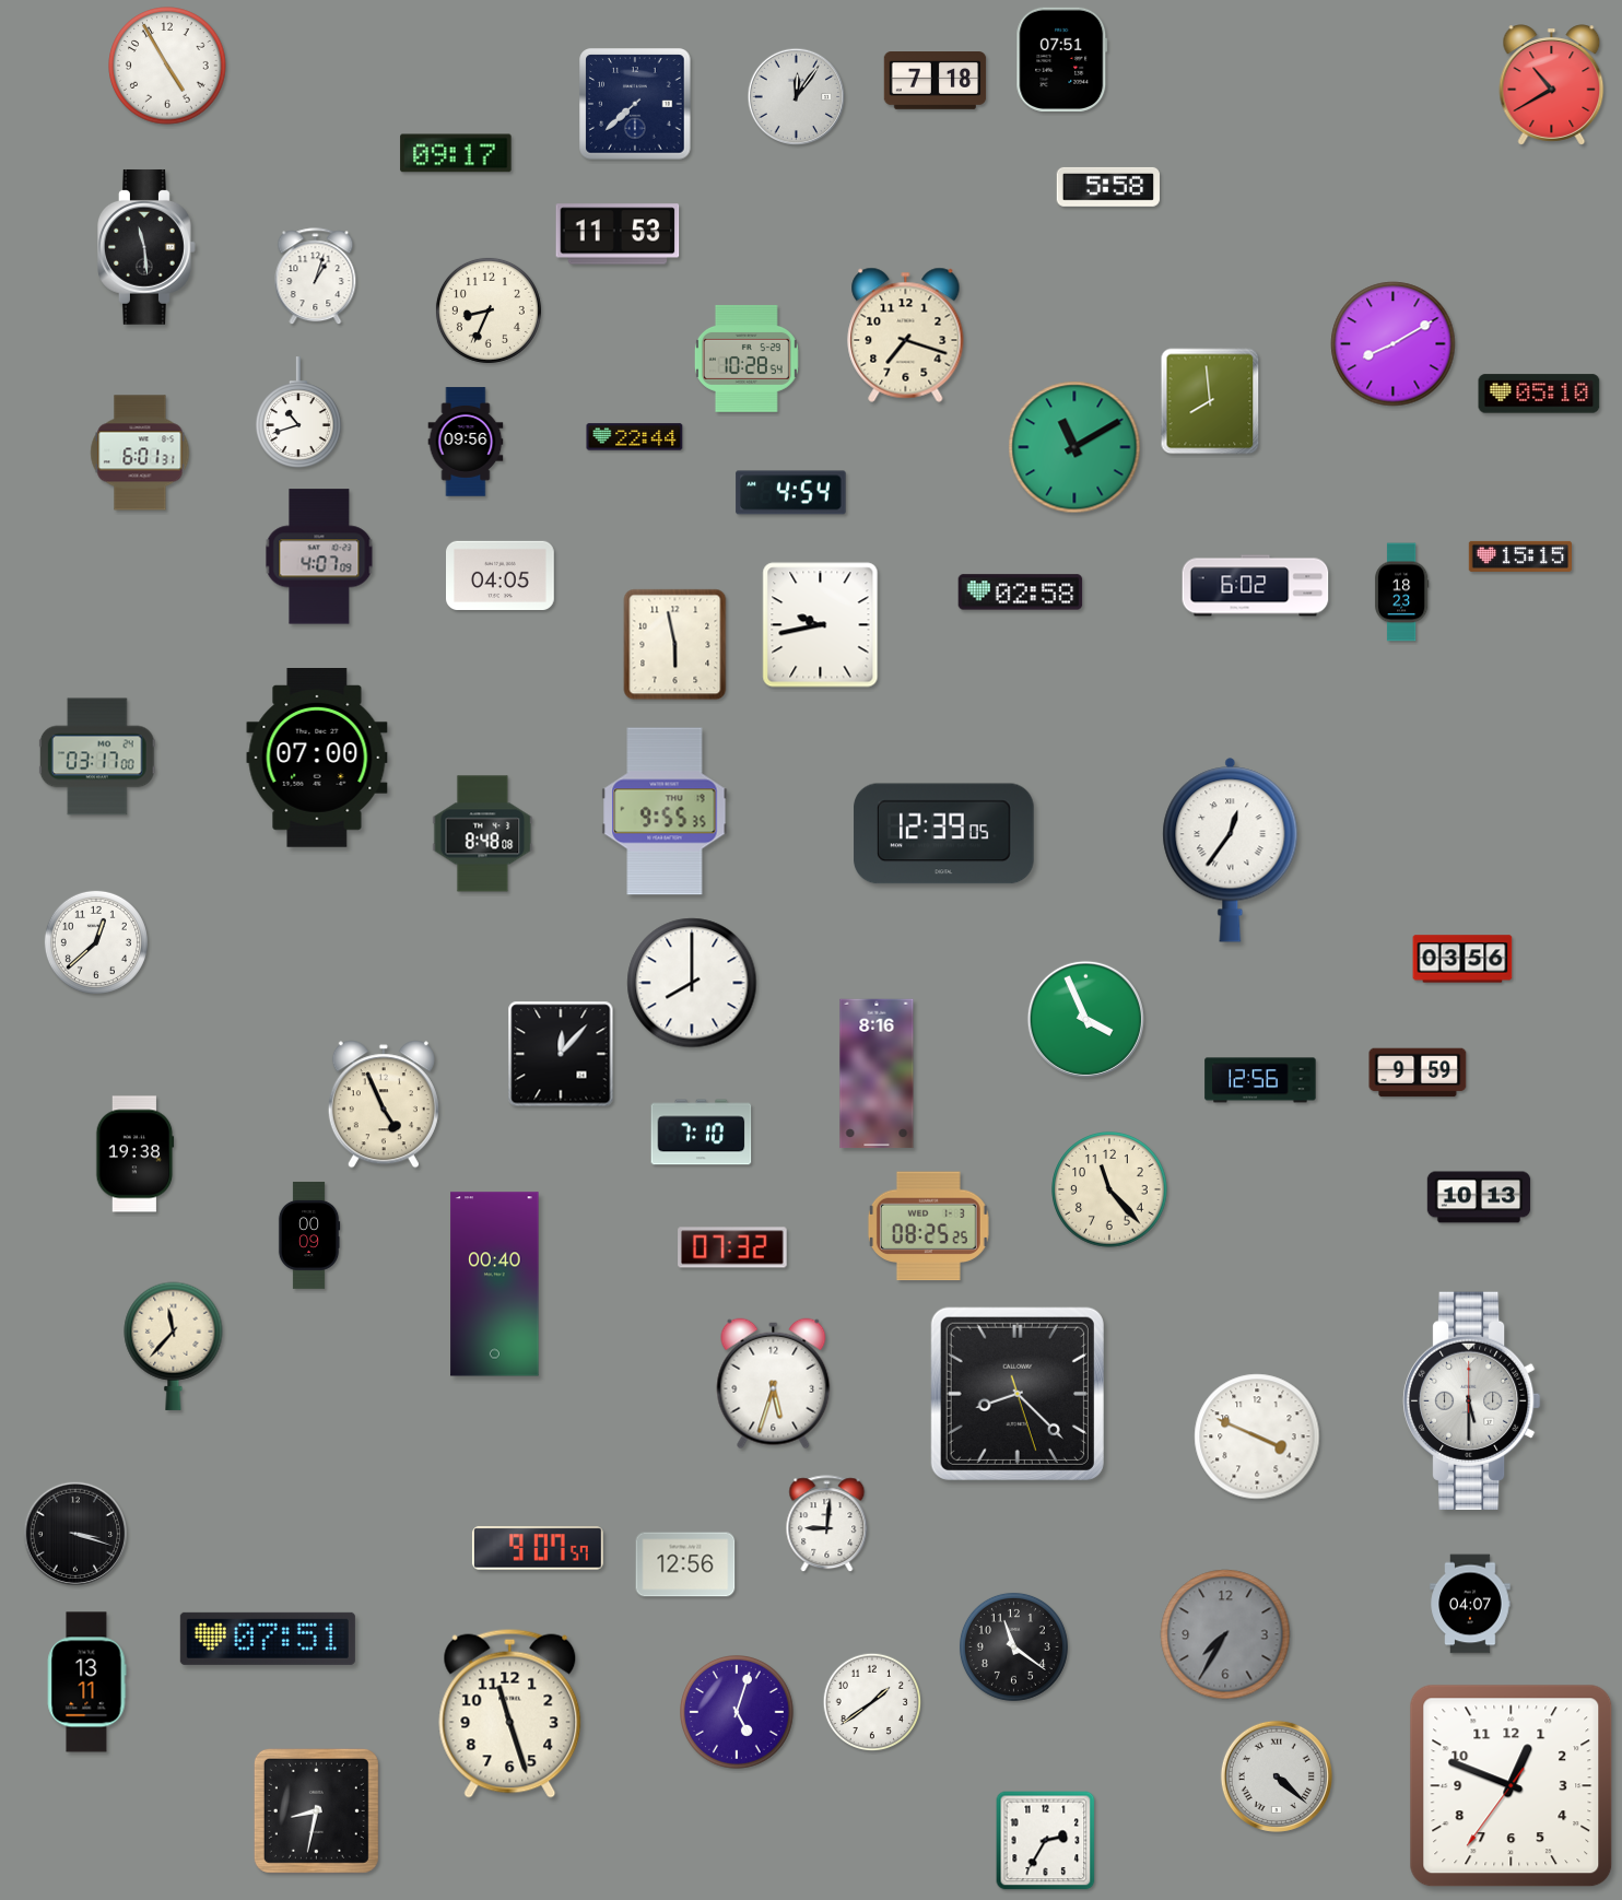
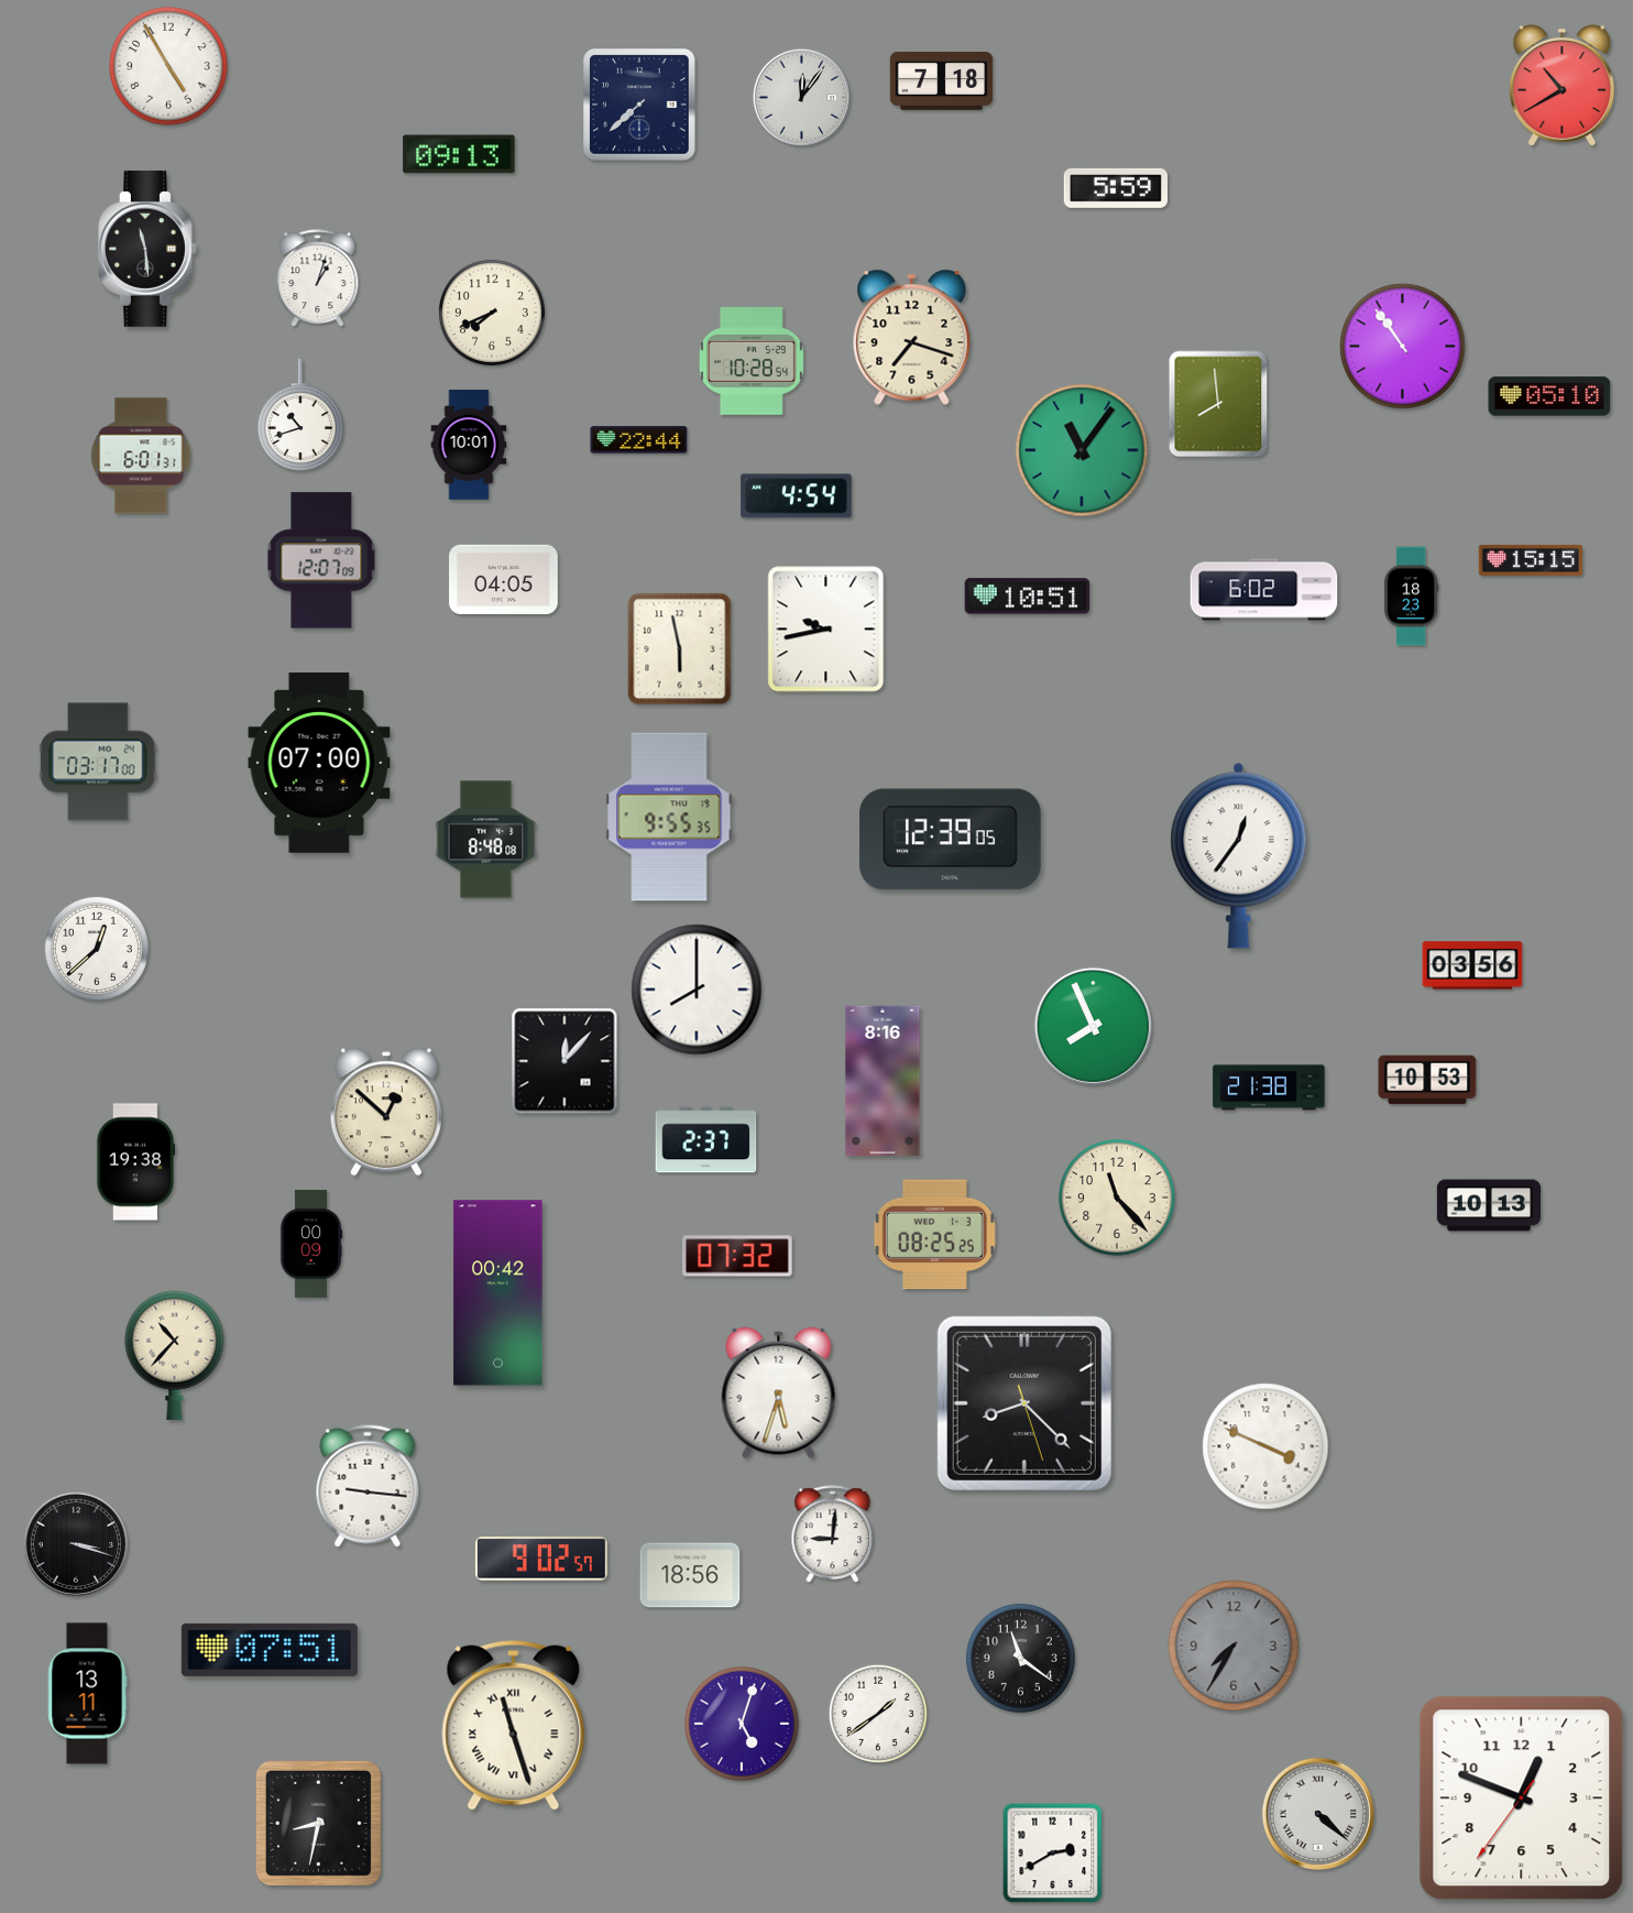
clock at (1062, 59): 07:51 -> none
clock at (456, 153): 09:17 -> 09:13
clock at (1108, 187): 5:58 -> 5:59
clock at (618, 234): 11:53 -> none
clock at (489, 310): 8:34 -> 7:41
clock at (1394, 344): 8:10 -> 10:54
clock at (466, 442): 09:56 -> 10:01
clock at (1074, 447): 11:10 -> 11:06
clock at (319, 556): 4:07 -> 12:07
clock at (1021, 593): 02:58 -> 10:51
clock at (1085, 1019): 3:56 -> 7:56
clock at (1418, 1072): 9:59 -> 10:53
clock at (1260, 1080): 12:56 -> 21:38
clock at (384, 1104): 4:56 -> 12:52
clock at (702, 1133): 7:10 -> 2:37
clock at (495, 1285): 00:40 -> 00:42
clock at (174, 1346): 11:37 -> 10:37
clock at (1471, 1400): 5:30 -> none
clock at (368, 1486): none -> 9:16
clock at (538, 1548): 9:07 -> 9:02
clock at (685, 1564): 12:56 -> 18:56
clock at (1470, 1604): 04:07 -> none
clock at (510, 1713) numerals: Arabic -> Roman
clock at (1277, 1776) position: (1277, 1776) -> (1318, 1814)
clock at (1046, 1841): 2:35 -> 2:40
